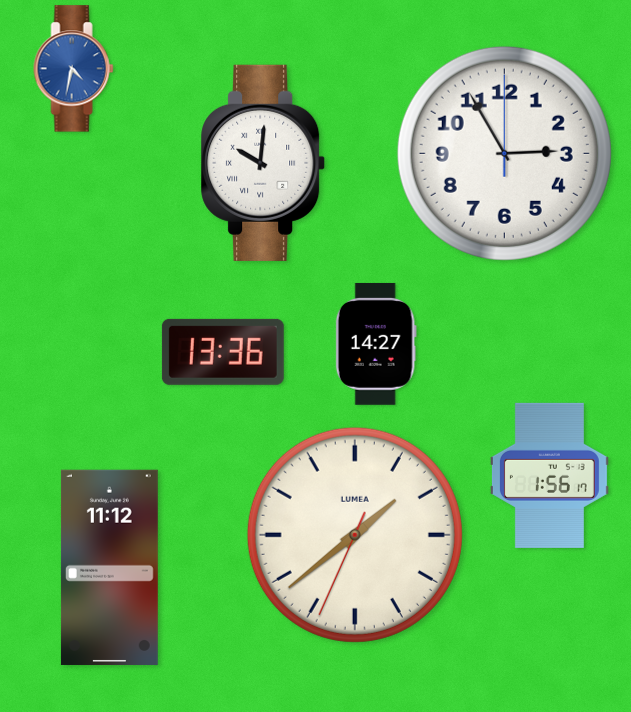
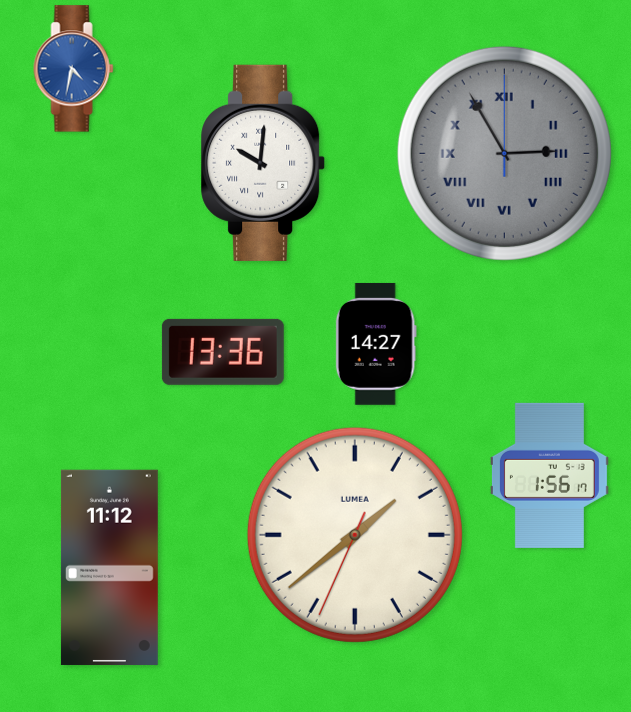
clock at (504, 153) dial: white -> grey
clock at (504, 153) numerals: Arabic -> Roman
